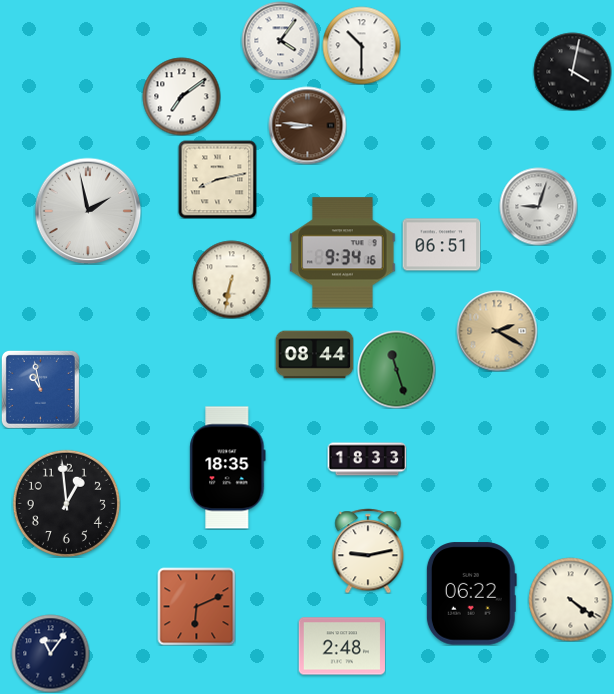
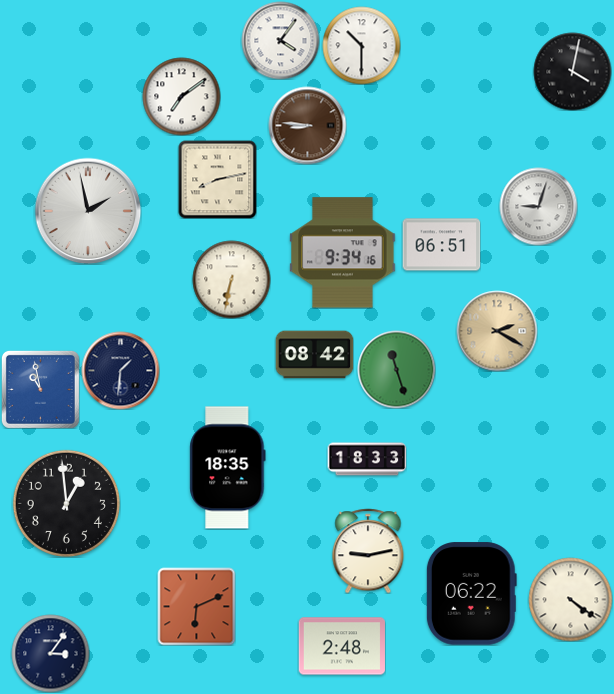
clock at (314, 355): 08:44 -> 08:42
clock at (120, 370): none -> 1:31
clock at (50, 653): 11:06 -> 3:06
